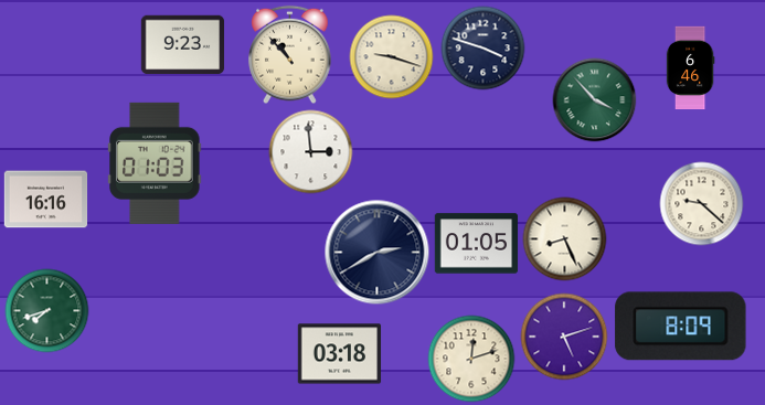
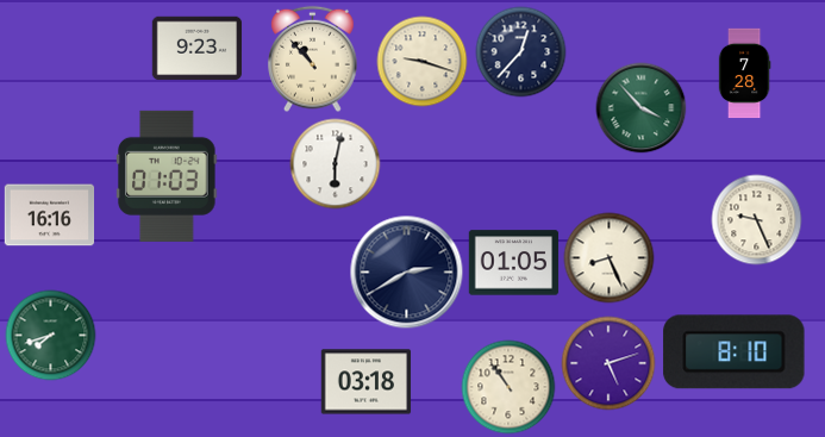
clock at (484, 49): 3:48 -> 12:37
clock at (690, 68): 6:46 -> 7:28
clock at (311, 152): 2:59 -> 6:02
clock at (702, 204): 9:22 -> 9:26
clock at (681, 327): 8:09 -> 8:10
clock at (471, 359): 12:12 -> 10:54
